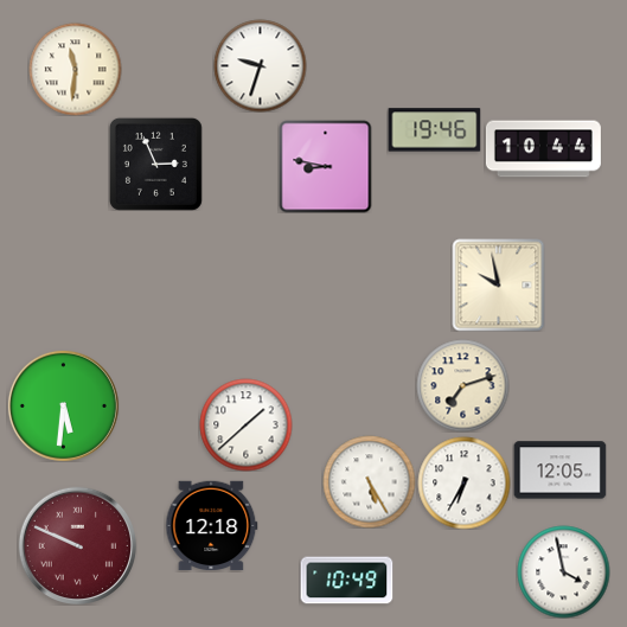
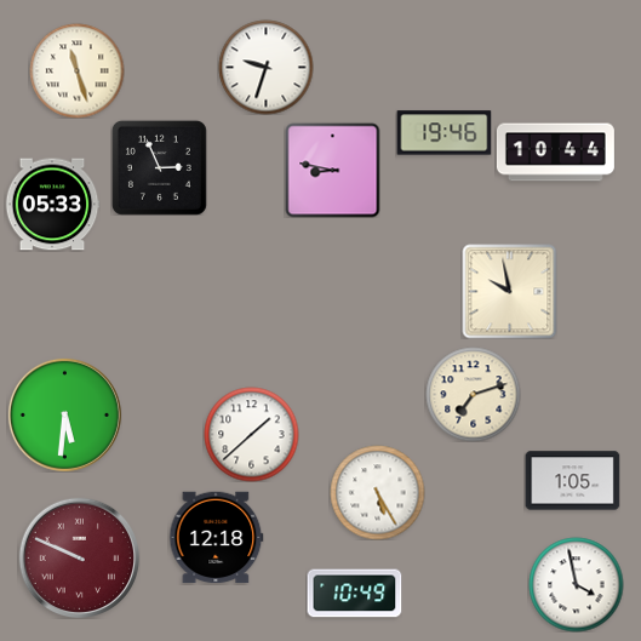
clock at (75, 69): 11:31 -> 11:27
clock at (52, 205): none -> 05:33
clock at (559, 471): 12:05 -> 1:05
clock at (463, 482): 6:35 -> none
